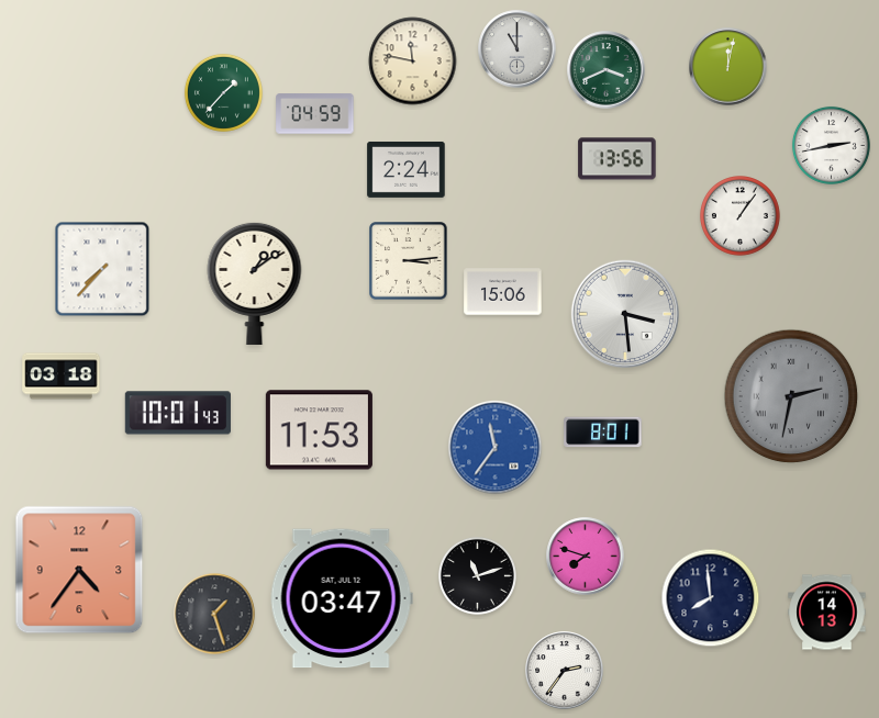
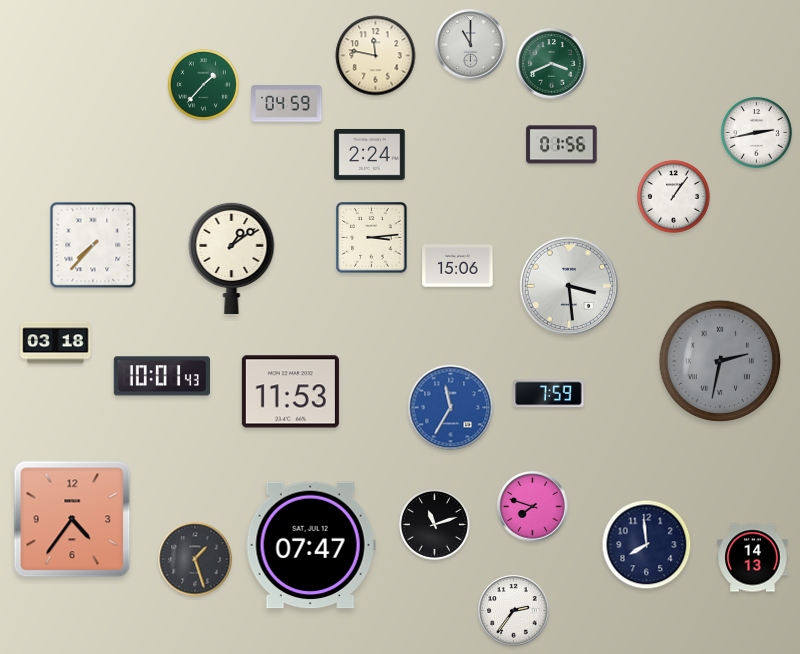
clock at (728, 67): 12:02 -> none
clock at (617, 159): 13:56 -> 01:56
clock at (603, 433): 8:01 -> 7:59
clock at (496, 448): 11:36 -> 11:35
clock at (342, 598): 03:47 -> 07:47
